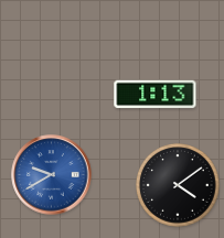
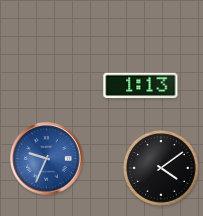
clock at (52, 175): 9:40 -> 9:34
